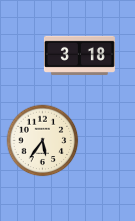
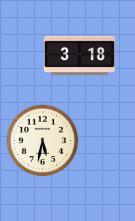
clock at (43, 141): 5:36 -> 5:32
